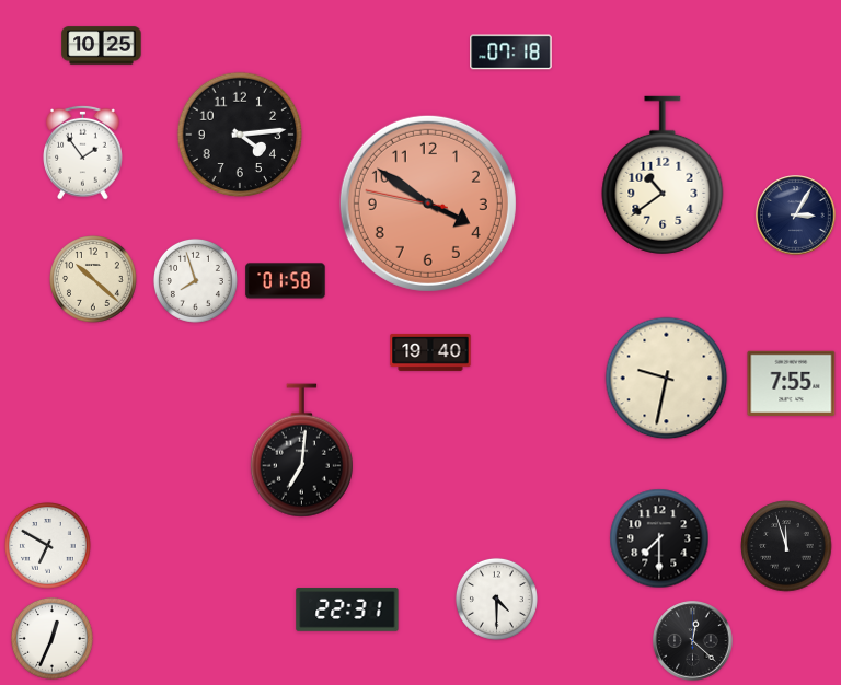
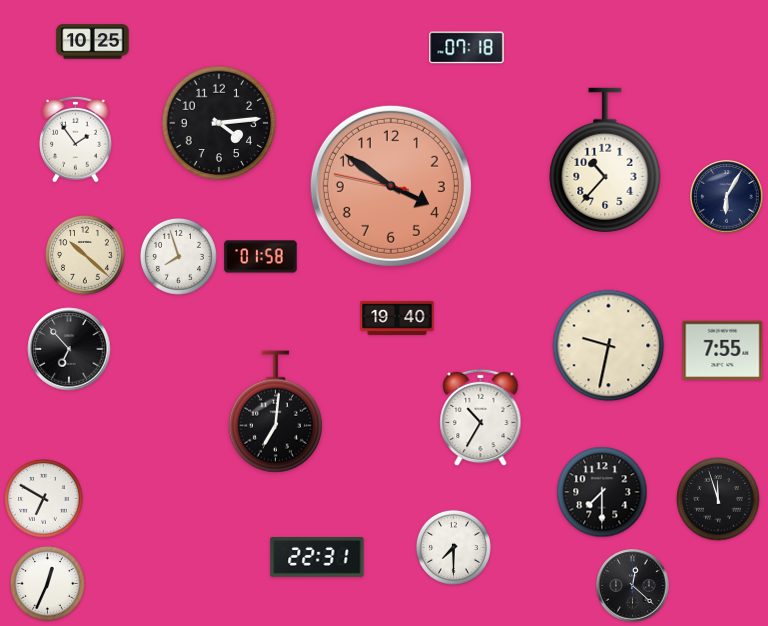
clock at (663, 175): 10:39 -> 10:37
clock at (796, 216): 3:05 -> 6:05
clock at (430, 352) position: (430, 352) -> (397, 318)
clock at (69, 349): none -> 6:53
clock at (481, 418): none -> 10:35
clock at (496, 599): 4:30 -> 7:30
